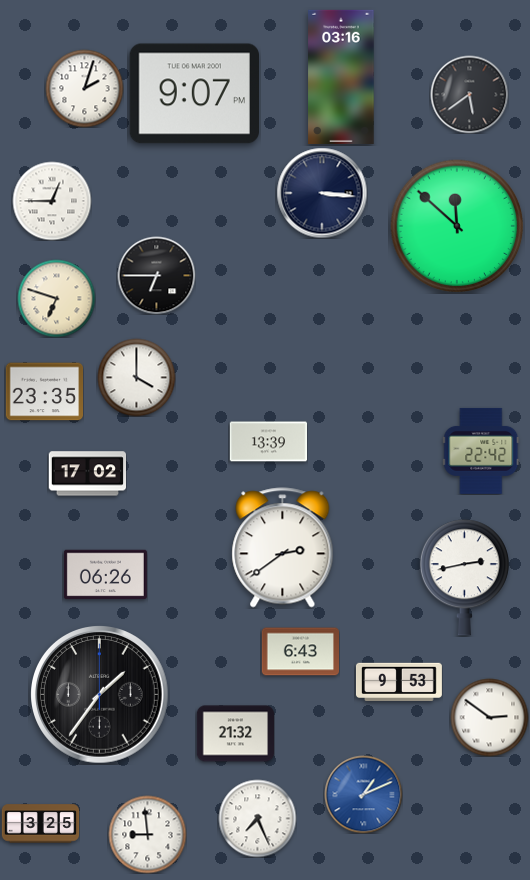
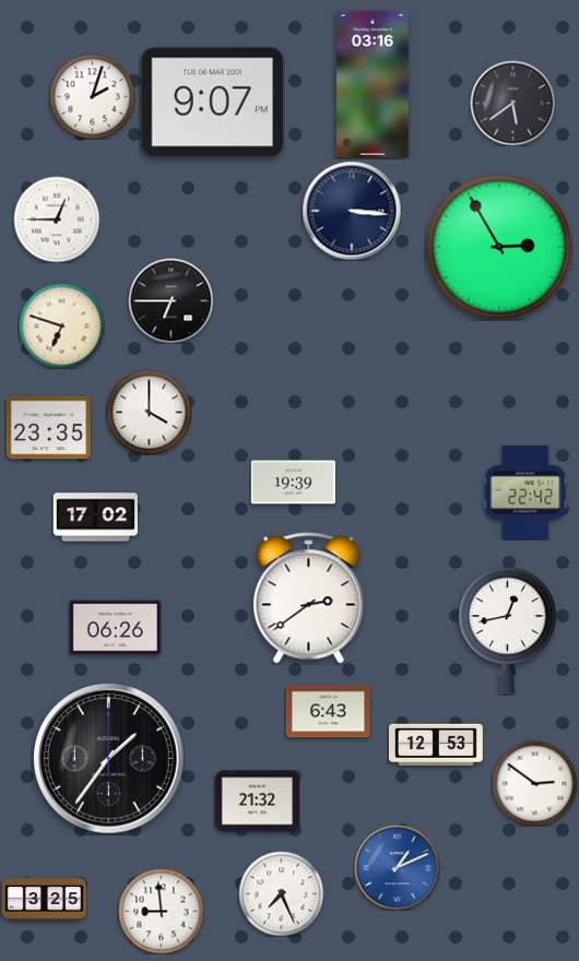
clock at (457, 226): 11:52 -> 2:55
clock at (268, 442): 13:39 -> 19:39
clock at (464, 578): 2:43 -> 12:43
clock at (399, 681): 9:53 -> 12:53
